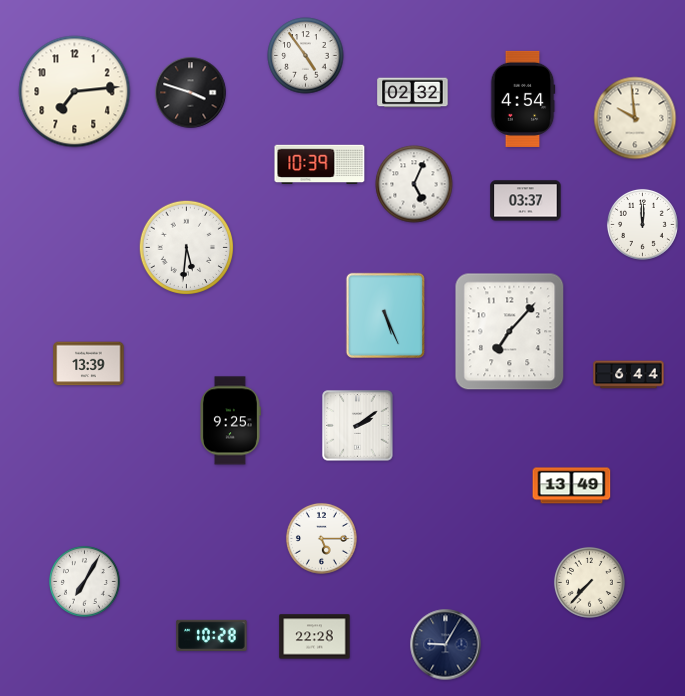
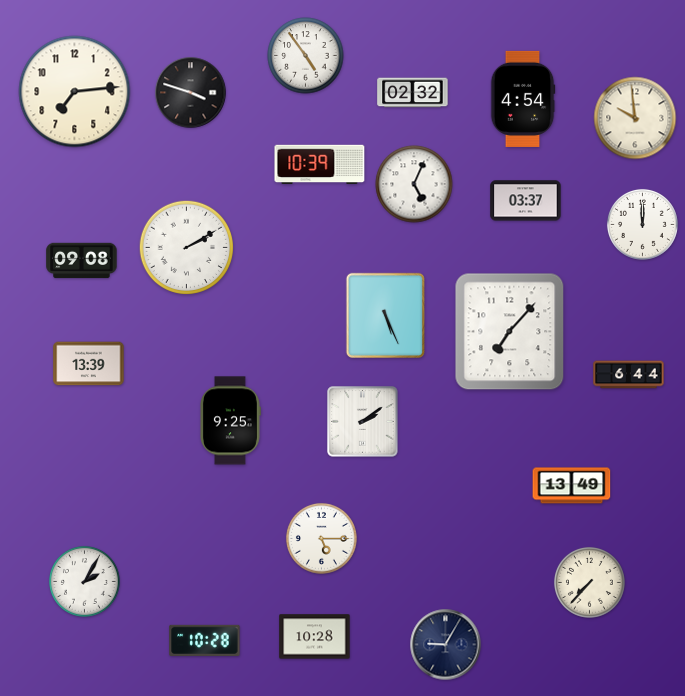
clock at (187, 248): 5:31 -> 2:10
clock at (82, 261): none -> 09:08
clock at (358, 426) position: (358, 426) -> (363, 422)
clock at (84, 581): 7:05 -> 2:05
clock at (212, 635) position: (212, 635) -> (205, 640)
clock at (315, 637): 22:28 -> 10:28
